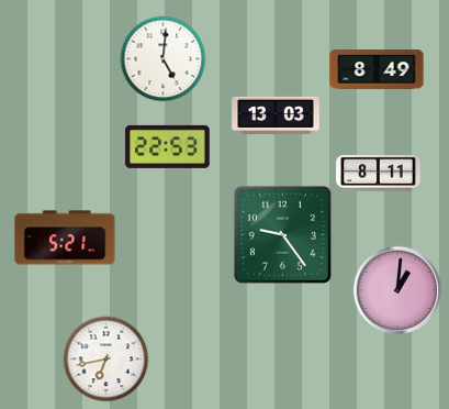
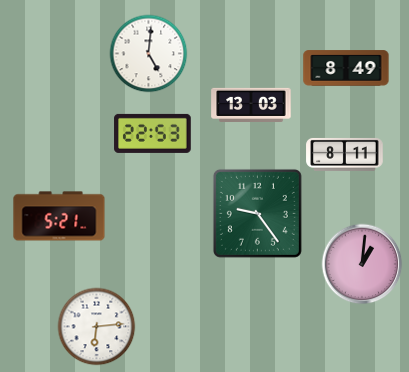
clock at (377, 69) position: (377, 69) -> (346, 68)
clock at (379, 173) position: (379, 173) -> (345, 154)
clock at (105, 358): 6:43 -> 6:14
